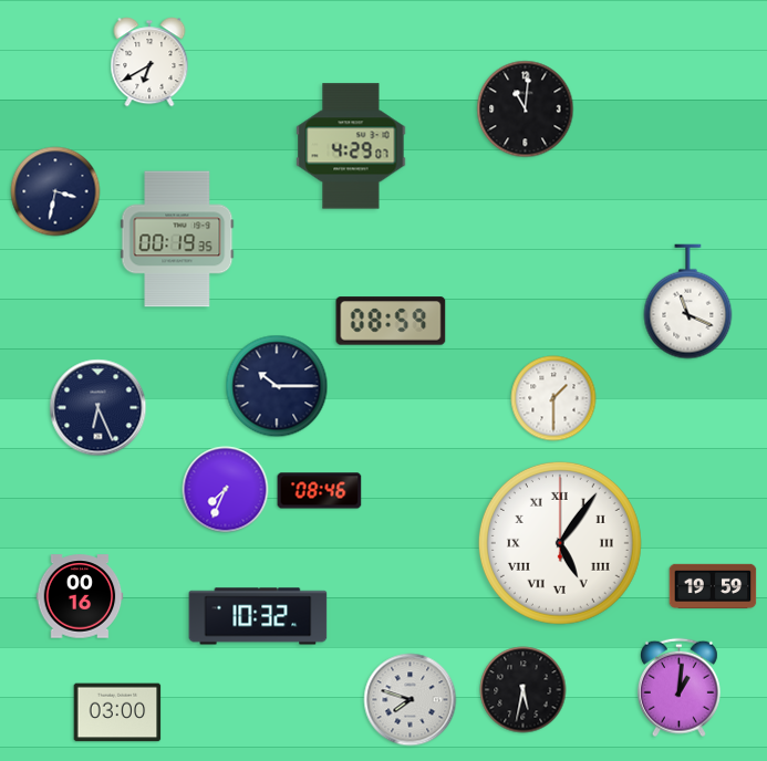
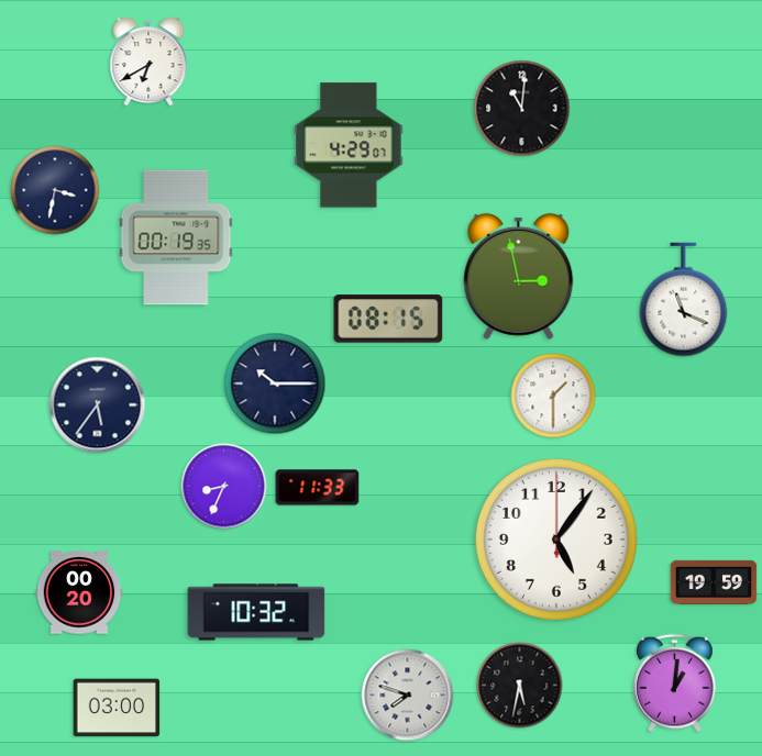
clock at (519, 276): none -> 2:58
clock at (391, 321): 08:59 -> 08:15
clock at (553, 398) position: (553, 398) -> (553, 396)
clock at (99, 408): 6:26 -> 5:36
clock at (226, 490): 7:34 -> 8:34
clock at (320, 491): 08:46 -> 11:33
clock at (560, 543) numerals: Roman -> Arabic
clock at (713, 586) position: (713, 586) -> (714, 582)
clock at (80, 596): 00:16 -> 00:20
